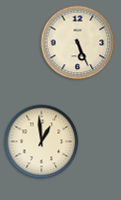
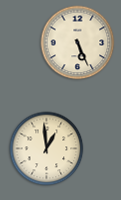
clock at (42, 142) position: (42, 142) -> (47, 149)
